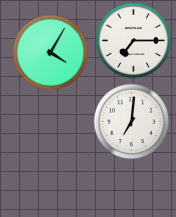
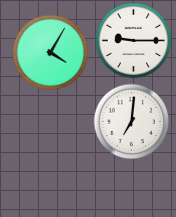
clock at (134, 41): 7:15 -> 9:15
